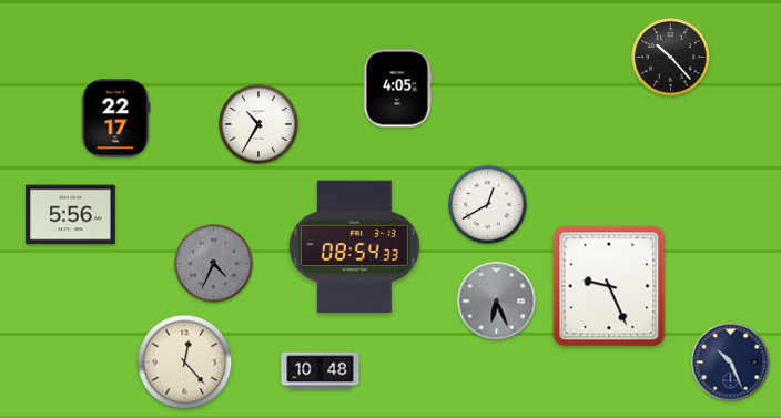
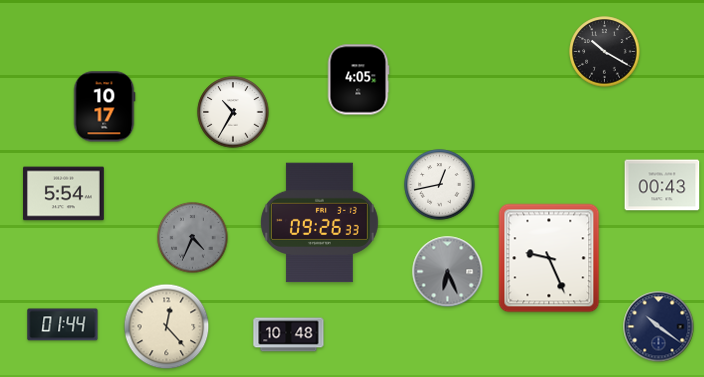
clock at (671, 58): 10:23 -> 10:20
clock at (115, 119): 22:17 -> 10:17
clock at (488, 205): 12:40 -> 12:43
clock at (662, 185): none -> 00:43
clock at (71, 215): 5:56 -> 5:54
clock at (354, 247): 08:54 -> 09:26
clock at (63, 325): none -> 01:44
clock at (731, 363): 10:26 -> 10:21
